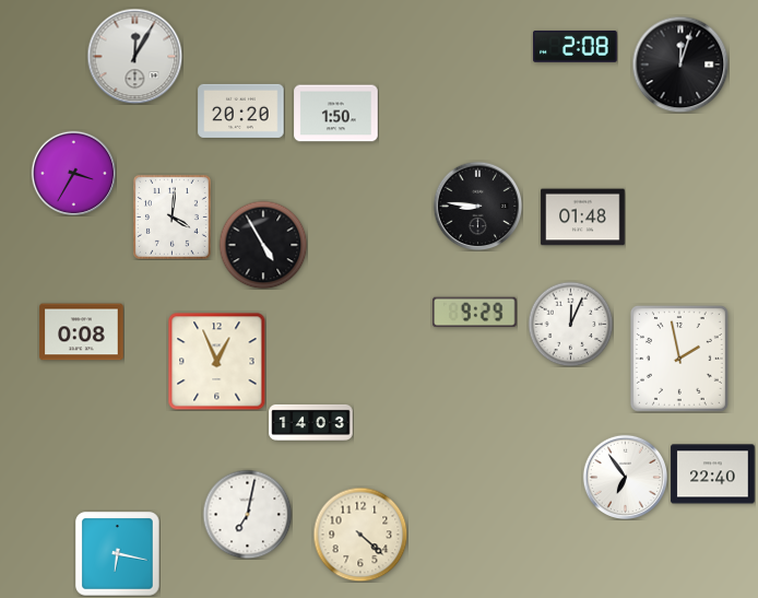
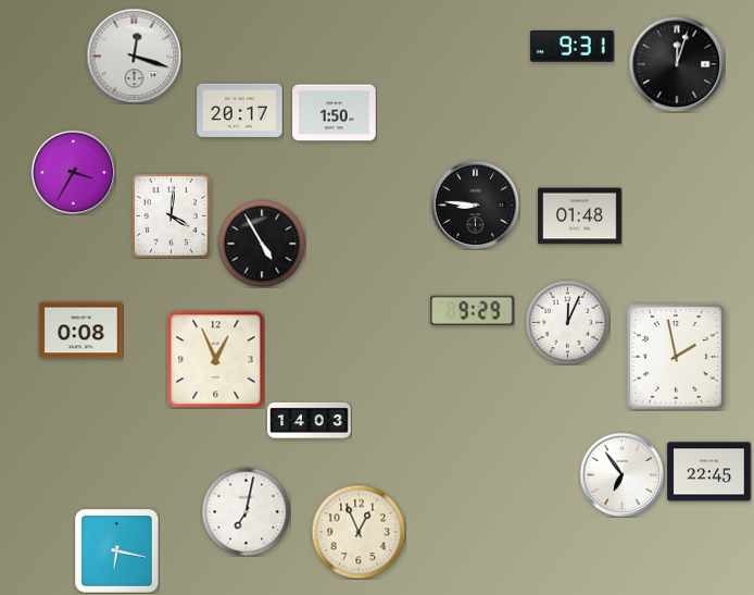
clock at (576, 46): 2:08 -> 9:31
clock at (134, 56): 12:05 -> 12:18
clock at (241, 110): 20:20 -> 20:17
clock at (713, 474): 22:40 -> 22:45
clock at (360, 535): 4:22 -> 12:56
